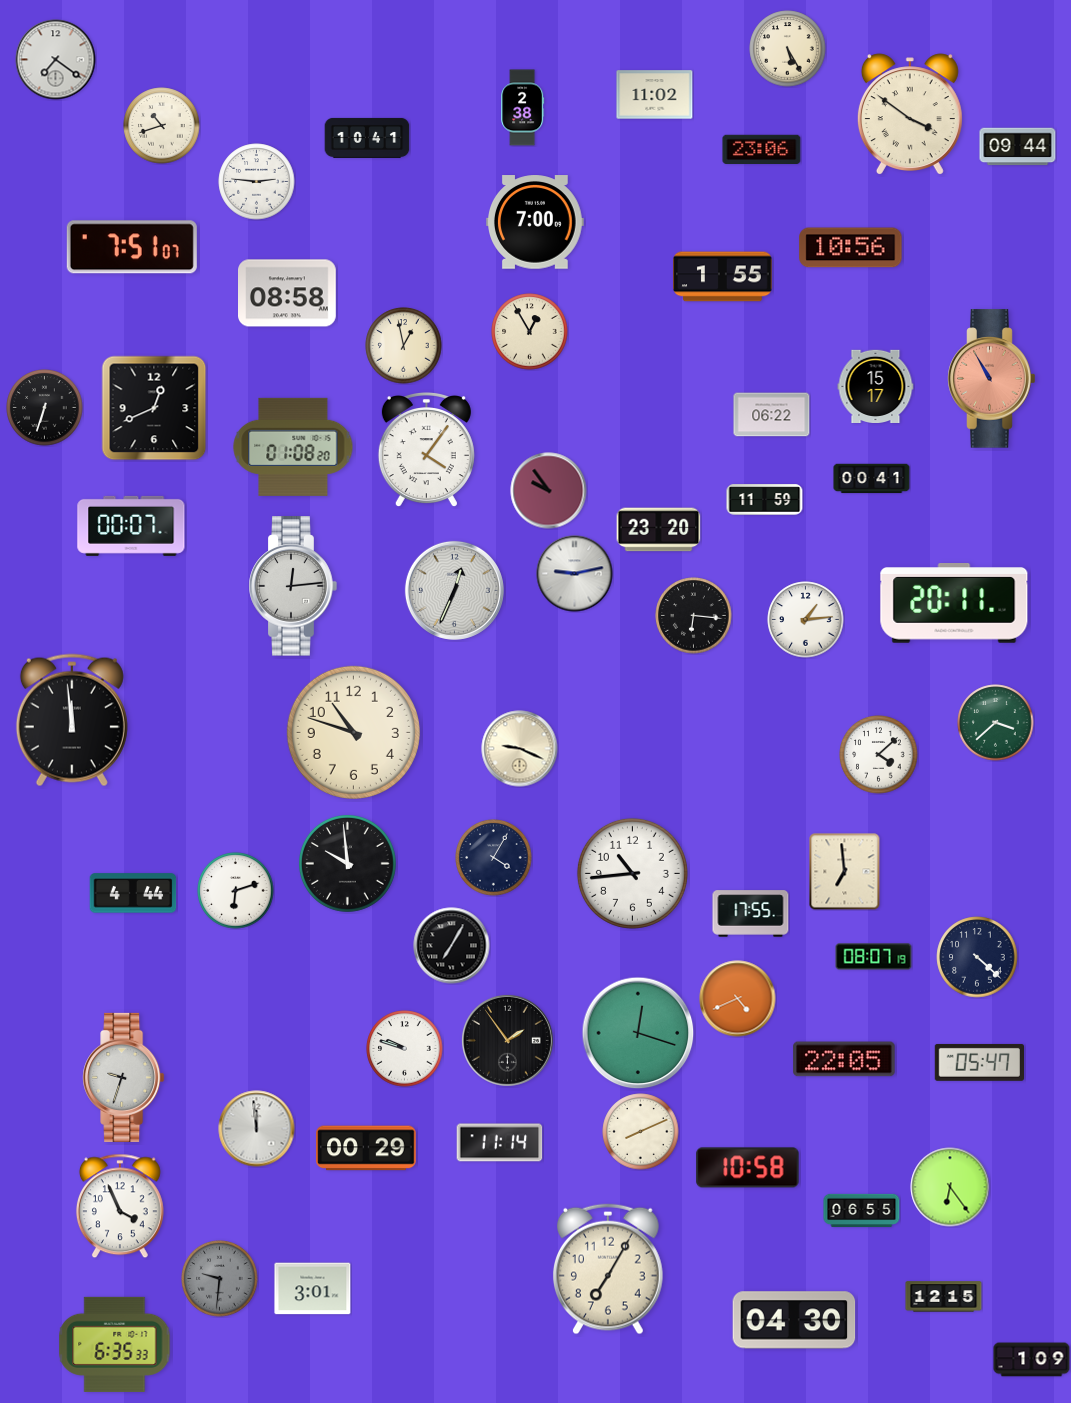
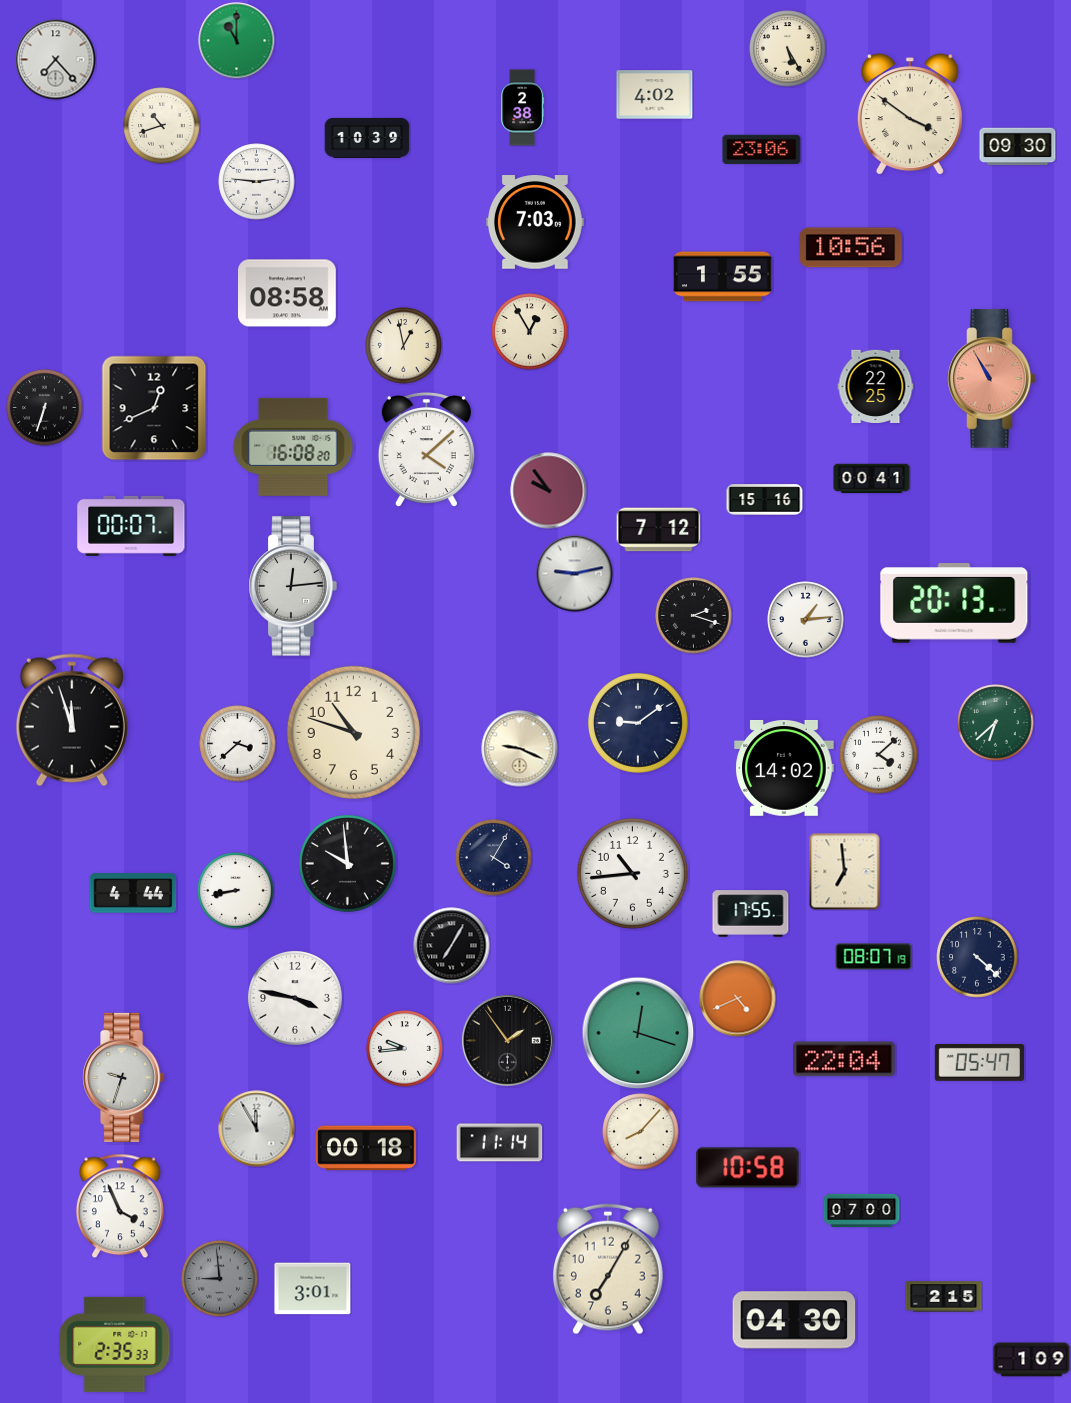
clock at (237, 41): none -> 11:00
clock at (56, 60): 7:21 -> 7:23
clock at (655, 95): 11:02 -> 4:02
clock at (367, 138): 10:41 -> 10:39
clock at (1018, 147): 09:44 -> 09:30
clock at (536, 222): 7:00 -> 7:03
clock at (132, 247): 7:51 -> none
clock at (876, 386): 15:17 -> 22:25
clock at (772, 415): 06:22 -> none
clock at (293, 447): 01:08 -> 16:08
clock at (426, 451): 4:06 -> 4:08
clock at (765, 500): 11:59 -> 15:16
clock at (659, 530): 23:20 -> 7:12
clock at (454, 590): 12:34 -> none
clock at (954, 604): 20:11 -> 20:13
clock at (694, 616): 6:16 -> 2:18
clock at (72, 720): 11:59 -> 11:57
clock at (638, 723): none -> 9:09
clock at (996, 723): 3:38 -> 6:38
clock at (238, 744): none -> 3:38
clock at (784, 768): none -> 14:02
clock at (236, 891): 6:12 -> 8:43
clock at (296, 999): none -> 3:47
clock at (405, 1049): 9:48 -> 9:44
clock at (844, 1059): 22:05 -> 22:04
clock at (257, 1129): 11:59 -> 11:55
clock at (641, 1132): 8:11 -> 8:07
clock at (366, 1148): 00:29 -> 00:18
clock at (950, 1187): 6:24 -> none
clock at (862, 1211): 06:55 -> 07:00
clock at (220, 1279): 9:31 -> 8:59
clock at (944, 1297): 12:15 -> 2:15
clock at (115, 1344): 6:35 -> 2:35
